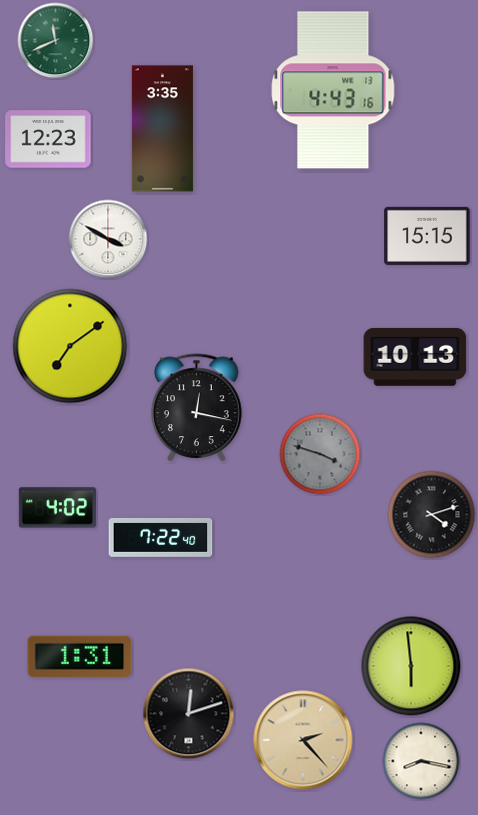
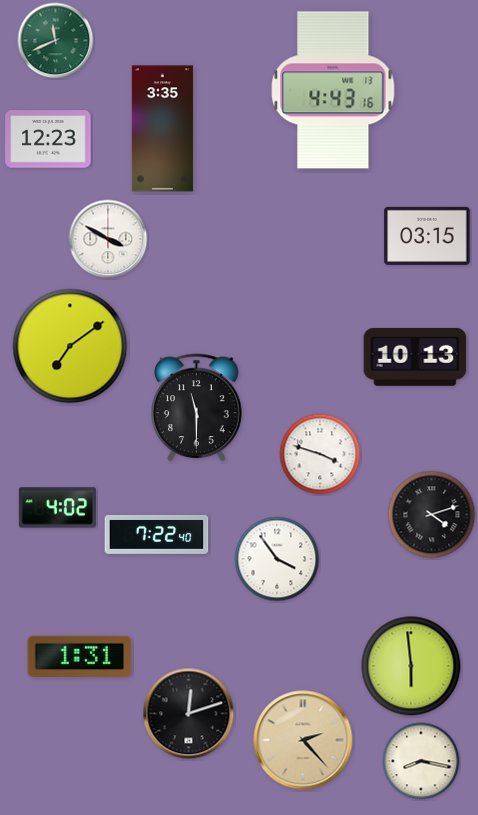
clock at (427, 236): 15:15 -> 03:15
clock at (197, 407): 12:17 -> 11:30
clock at (320, 454) dial: grey -> white
clock at (161, 537) position: (161, 537) -> (157, 534)
clock at (277, 559): none -> 3:54
